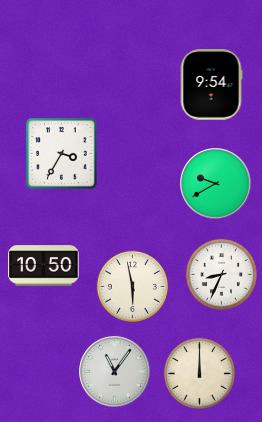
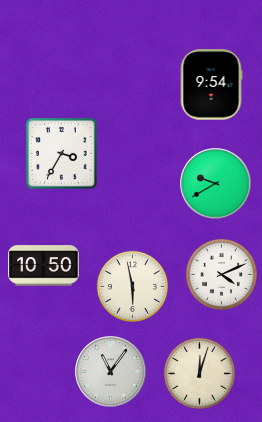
clock at (221, 274): 8:34 -> 4:11
clock at (115, 372) position: (115, 372) -> (111, 372)
clock at (199, 373): 12:00 -> 12:03
